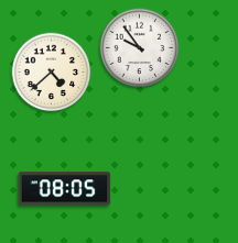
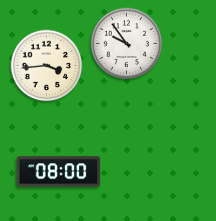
clock at (52, 73): 4:38 -> 3:44
clock at (65, 189): 08:05 -> 08:00
